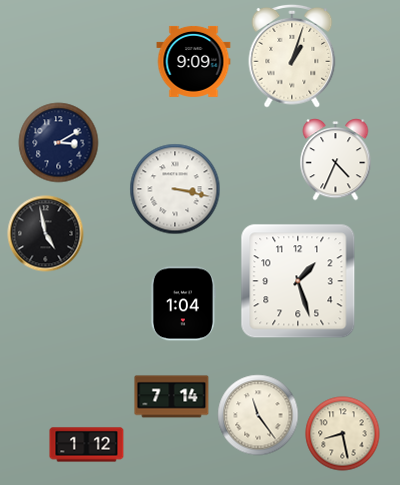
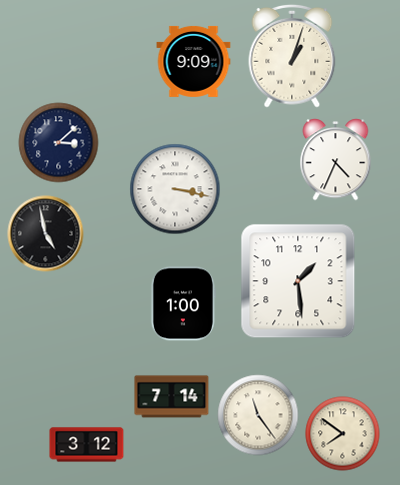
clock at (59, 143): 3:10 -> 3:08
clock at (298, 281): 1:27 -> 1:29
clock at (183, 304): 1:04 -> 1:00
clock at (343, 434): 8:28 -> 7:51
clock at (87, 445): 1:12 -> 3:12
